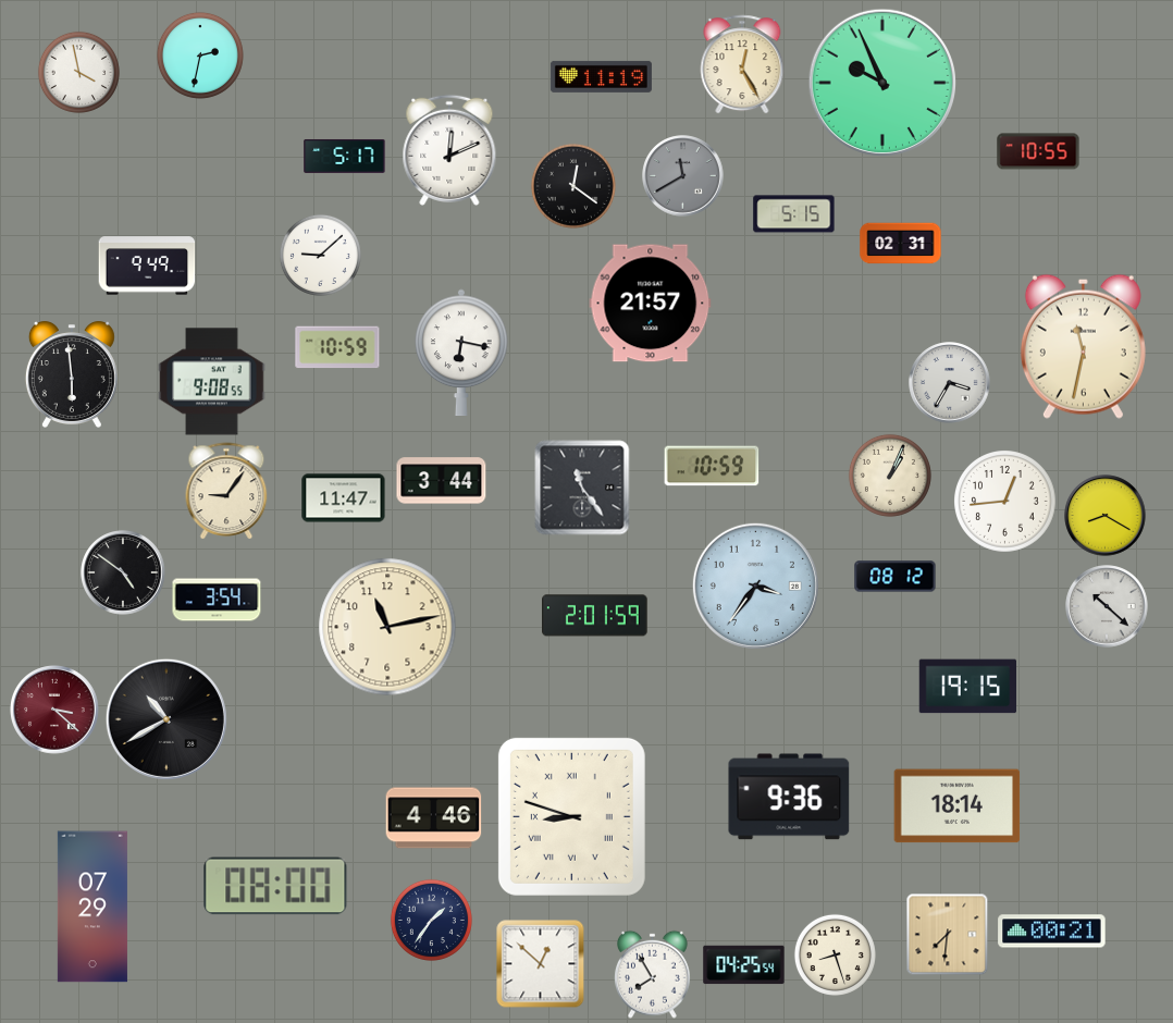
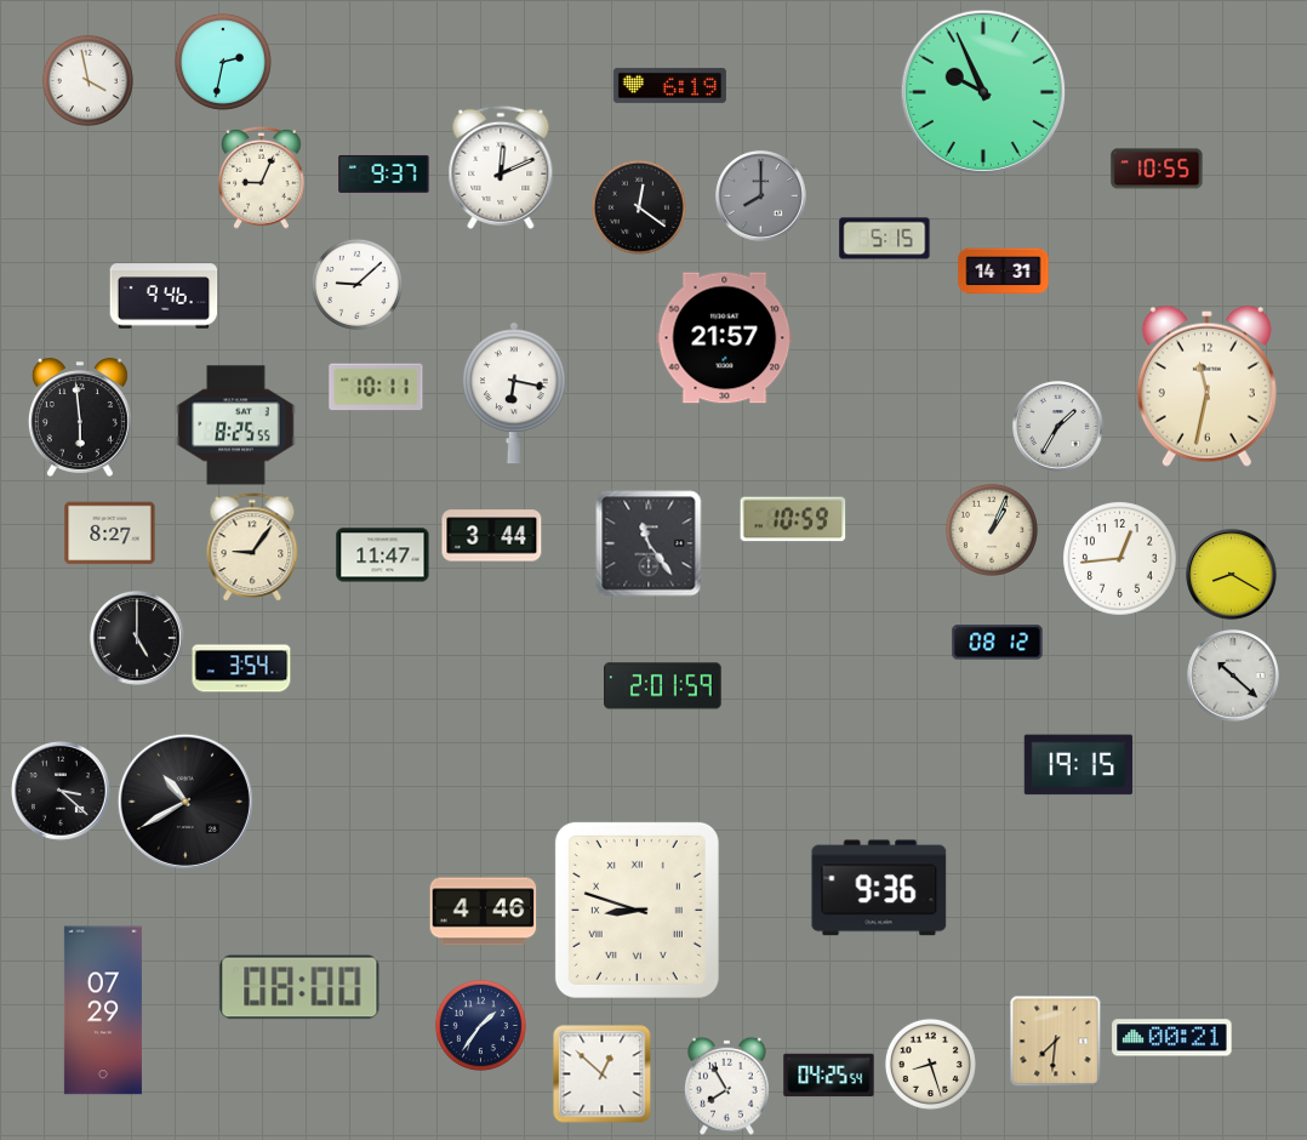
clock at (742, 64): 12:25 -> none
clock at (601, 76): 11:19 -> 6:19
clock at (345, 156): 5:17 -> 9:37
clock at (262, 177): none -> 9:04
clock at (683, 176): 11:40 -> 8:00
clock at (901, 244): 02:31 -> 14:31
clock at (147, 266): 9:49 -> 9:46
clock at (337, 347): 10:59 -> 10:11
clock at (212, 382): 9:08 -> 8:25
clock at (950, 383): 3:35 -> 1:35
clock at (110, 534): none -> 8:27
clock at (123, 572): 4:51 -> 5:00
clock at (755, 586): 3:36 -> none
clock at (387, 627): 11:13 -> none
clock at (54, 710) dial: burgundy -> black
clock at (958, 806): 18:14 -> none
clock at (275, 886) position: (275, 886) -> (299, 987)
